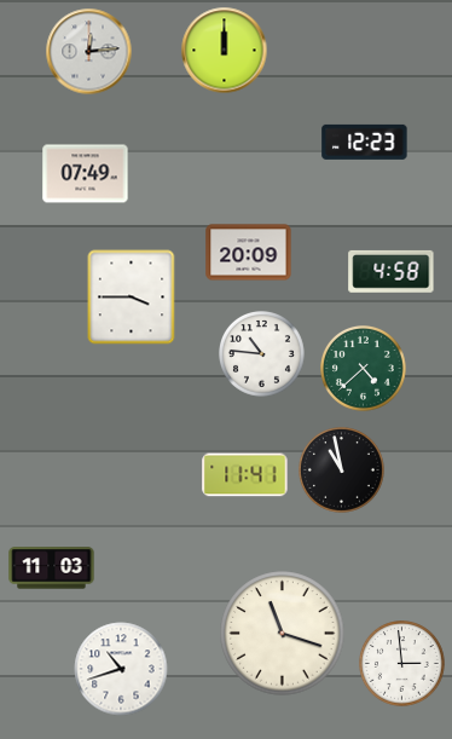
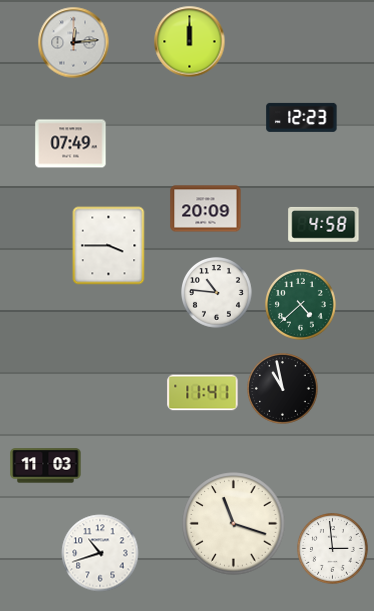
clock at (225, 51) position: (225, 51) -> (190, 42)
clock at (52, 568) position: (52, 568) -> (46, 466)
